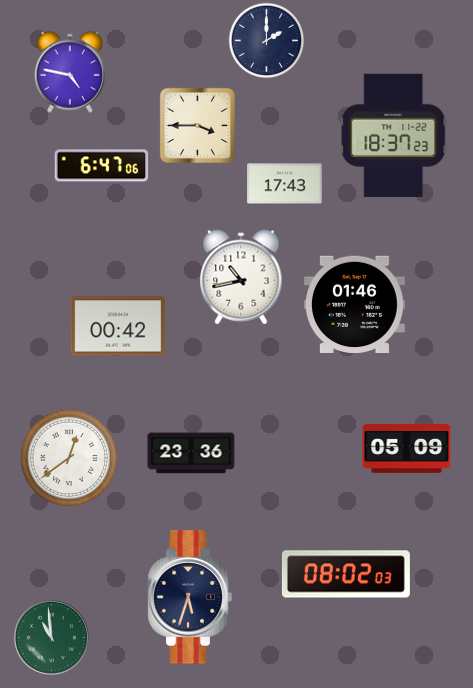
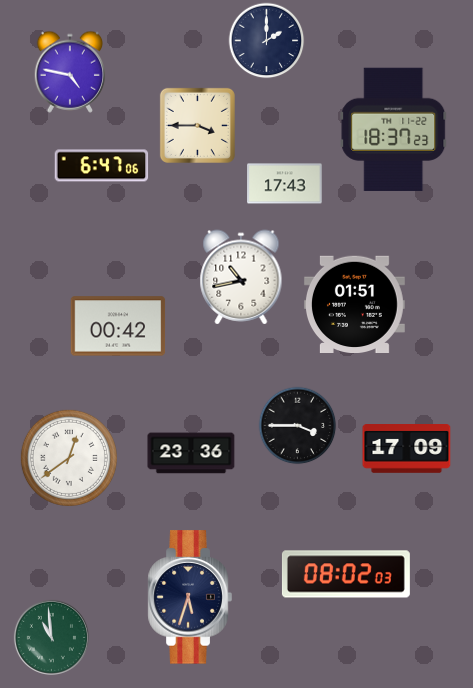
clock at (394, 135) position: (394, 135) -> (394, 129)
clock at (354, 304): 01:46 -> 01:51
clock at (298, 426): none -> 3:45
clock at (407, 449): 05:09 -> 17:09
